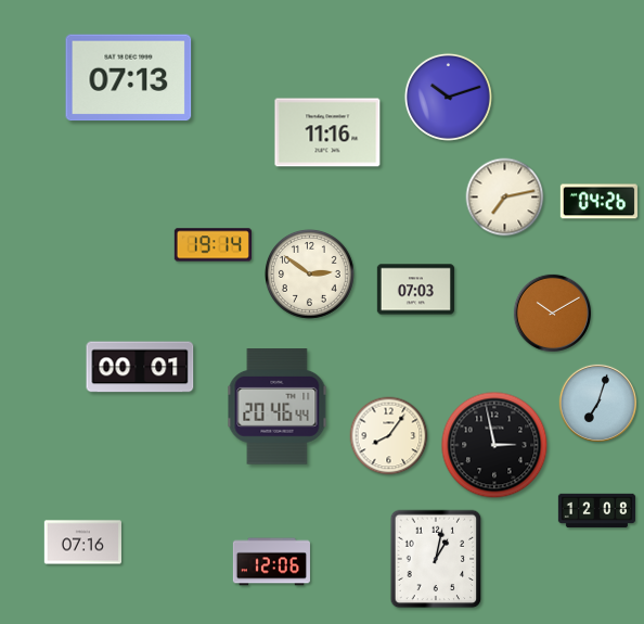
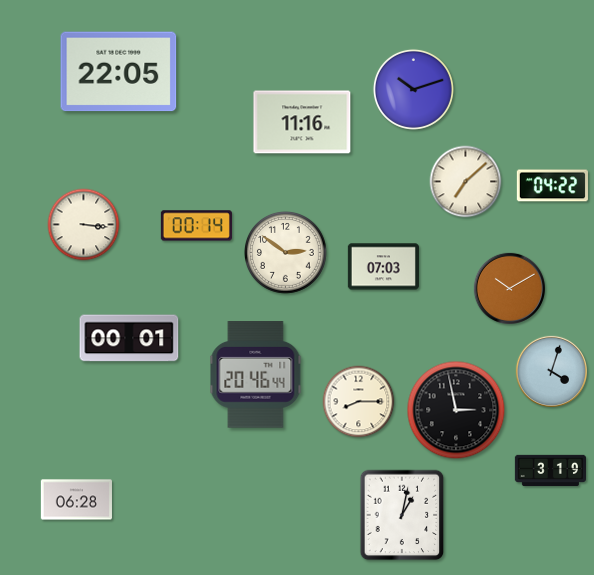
clock at (129, 78): 07:13 -> 22:05
clock at (505, 198): 7:13 -> 7:08
clock at (598, 202): 04:26 -> 04:22
clock at (84, 225): none -> 3:16
clock at (212, 245): 19:14 -> 00:14
clock at (597, 403): 7:03 -> 4:03
clock at (389, 436): 8:06 -> 8:15
clock at (596, 511): 12:08 -> 3:19
clock at (82, 543): 07:16 -> 06:28
clock at (271, 562): 12:06 -> none
